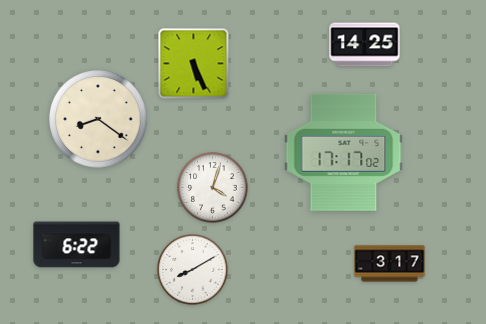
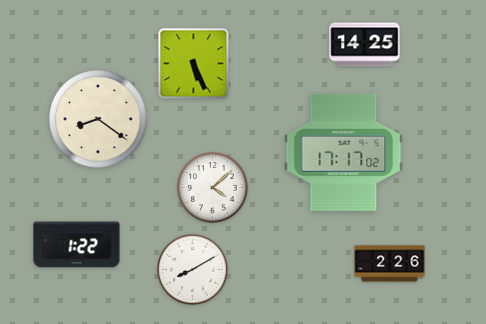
clock at (213, 188): 4:03 -> 4:08
clock at (77, 245): 6:22 -> 1:22
clock at (390, 264): 3:17 -> 2:26
